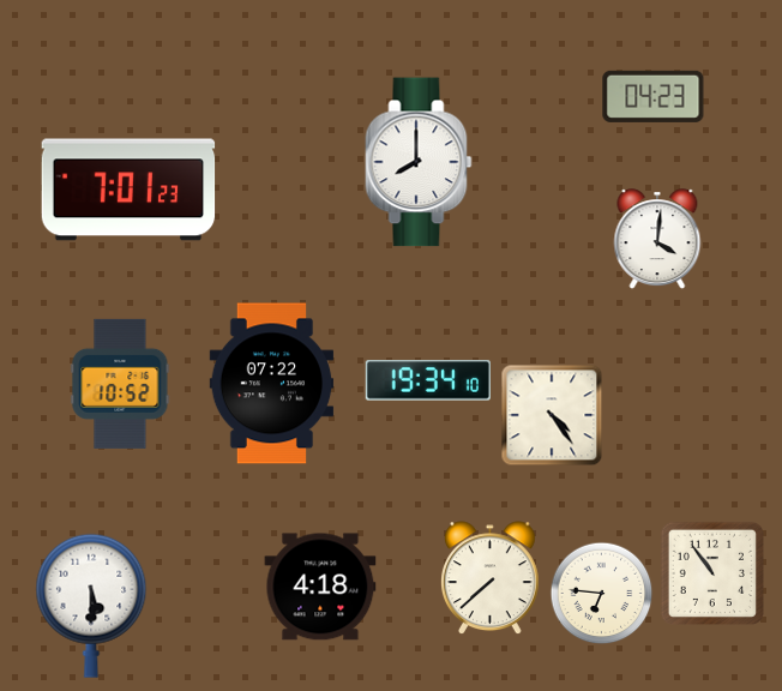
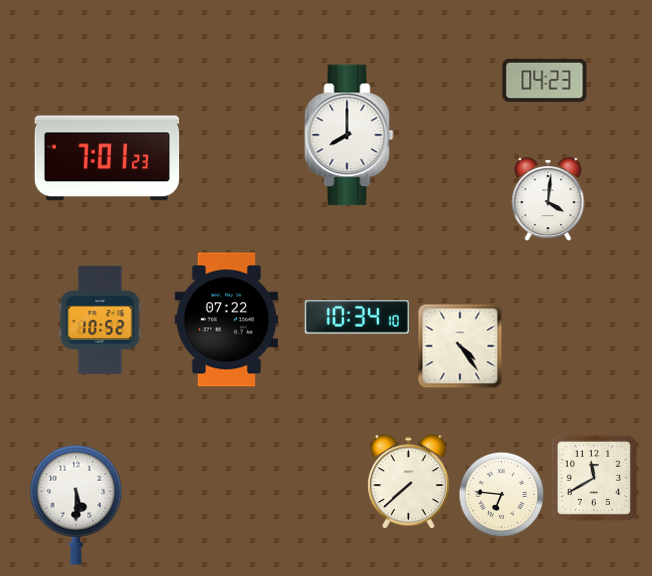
clock at (428, 380): 19:34 -> 10:34
clock at (711, 572): 10:54 -> 11:40
clock at (320, 587): 4:18 -> none
